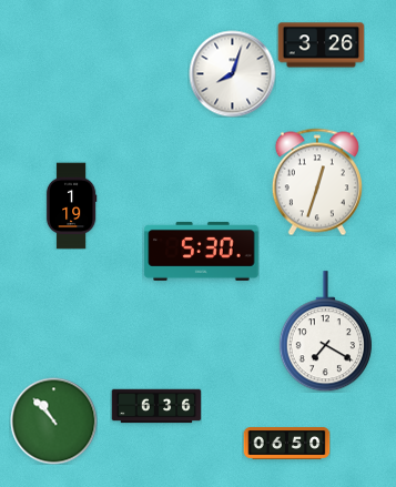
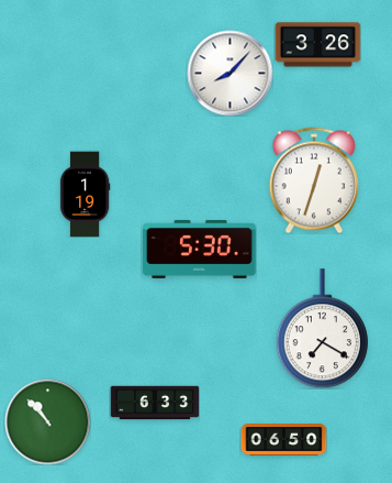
clock at (232, 73): 8:03 -> 8:07
clock at (71, 205) position: (71, 205) -> (85, 194)
clock at (156, 406): 6:36 -> 6:33
clock at (53, 420) position: (53, 420) -> (47, 421)
